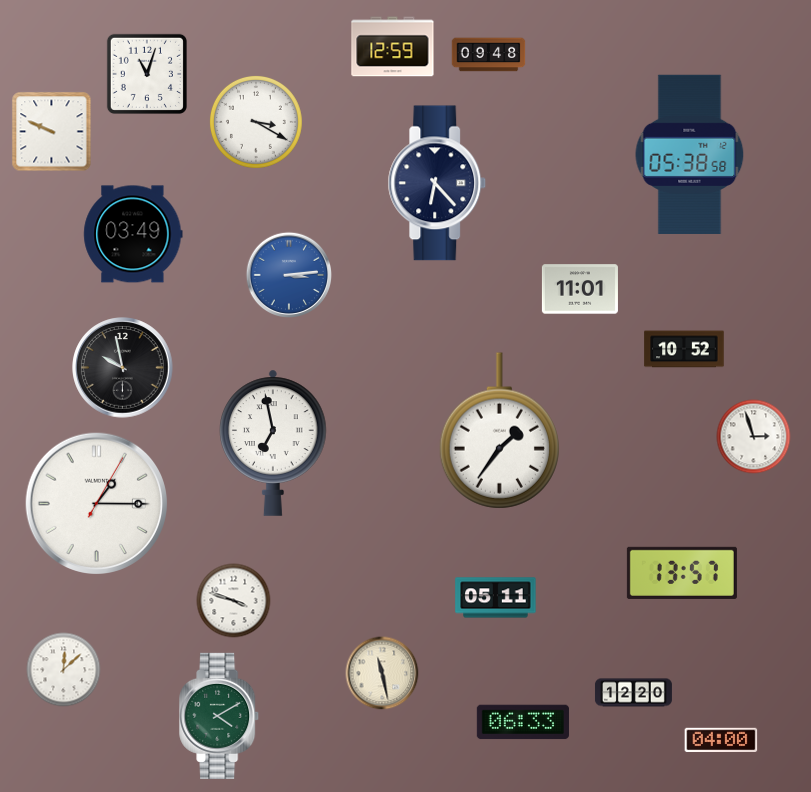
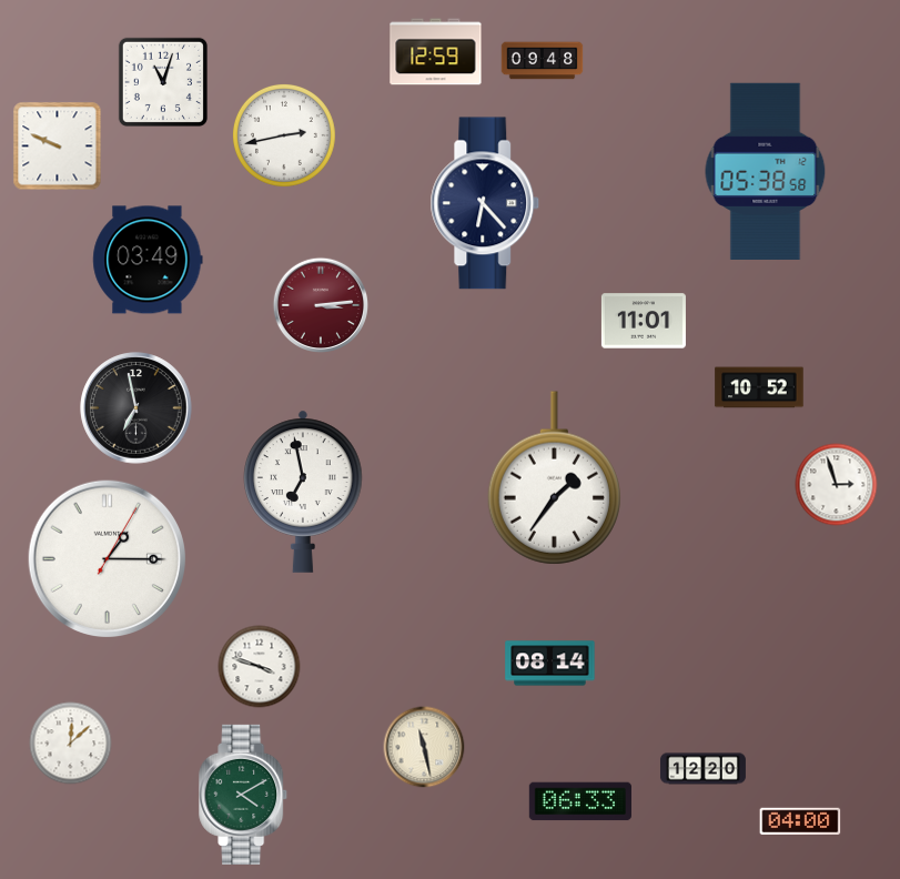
clock at (256, 122): 3:20 -> 2:43
clock at (288, 274) dial: blue -> burgundy
clock at (123, 368): 9:58 -> 6:58
clock at (682, 573): 13:57 -> none
clock at (496, 598): 05:11 -> 08:14
